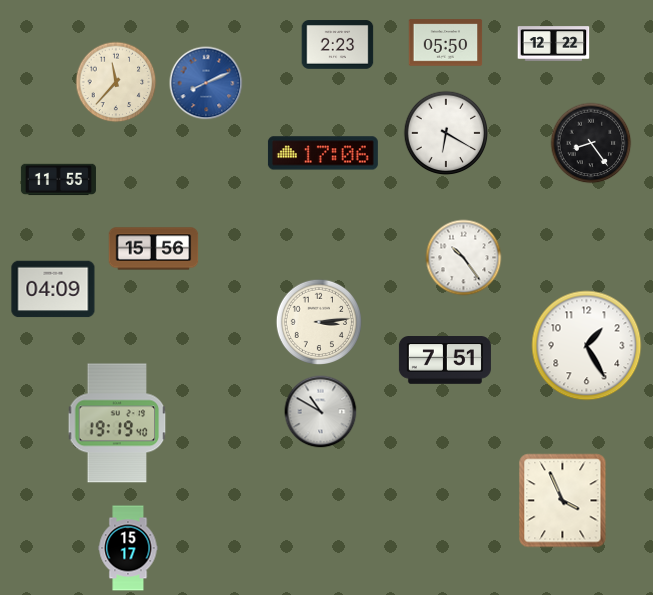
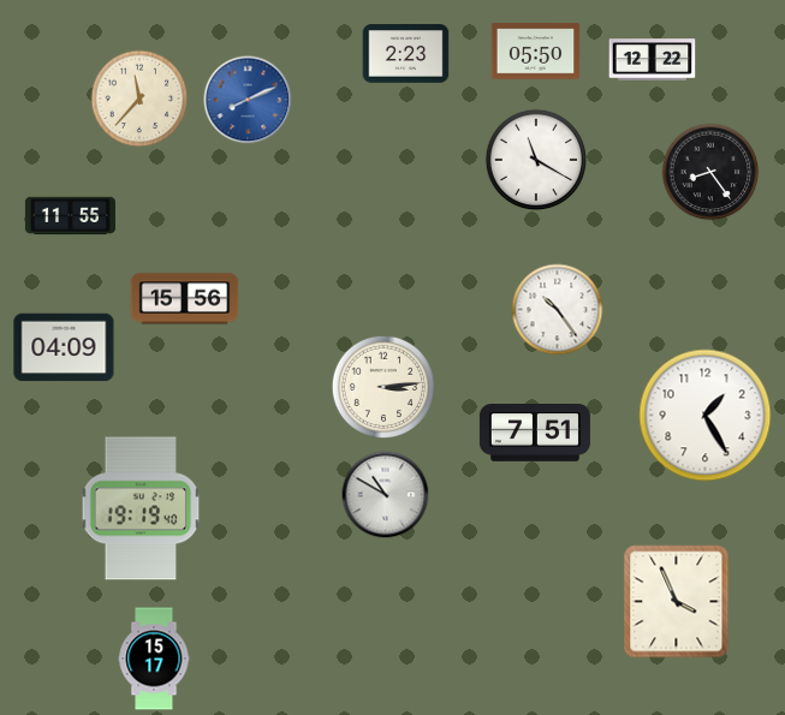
clock at (554, 44) position: (554, 44) -> (653, 60)
clock at (446, 133): 6:20 -> 11:20
clock at (323, 153): 17:06 -> none
